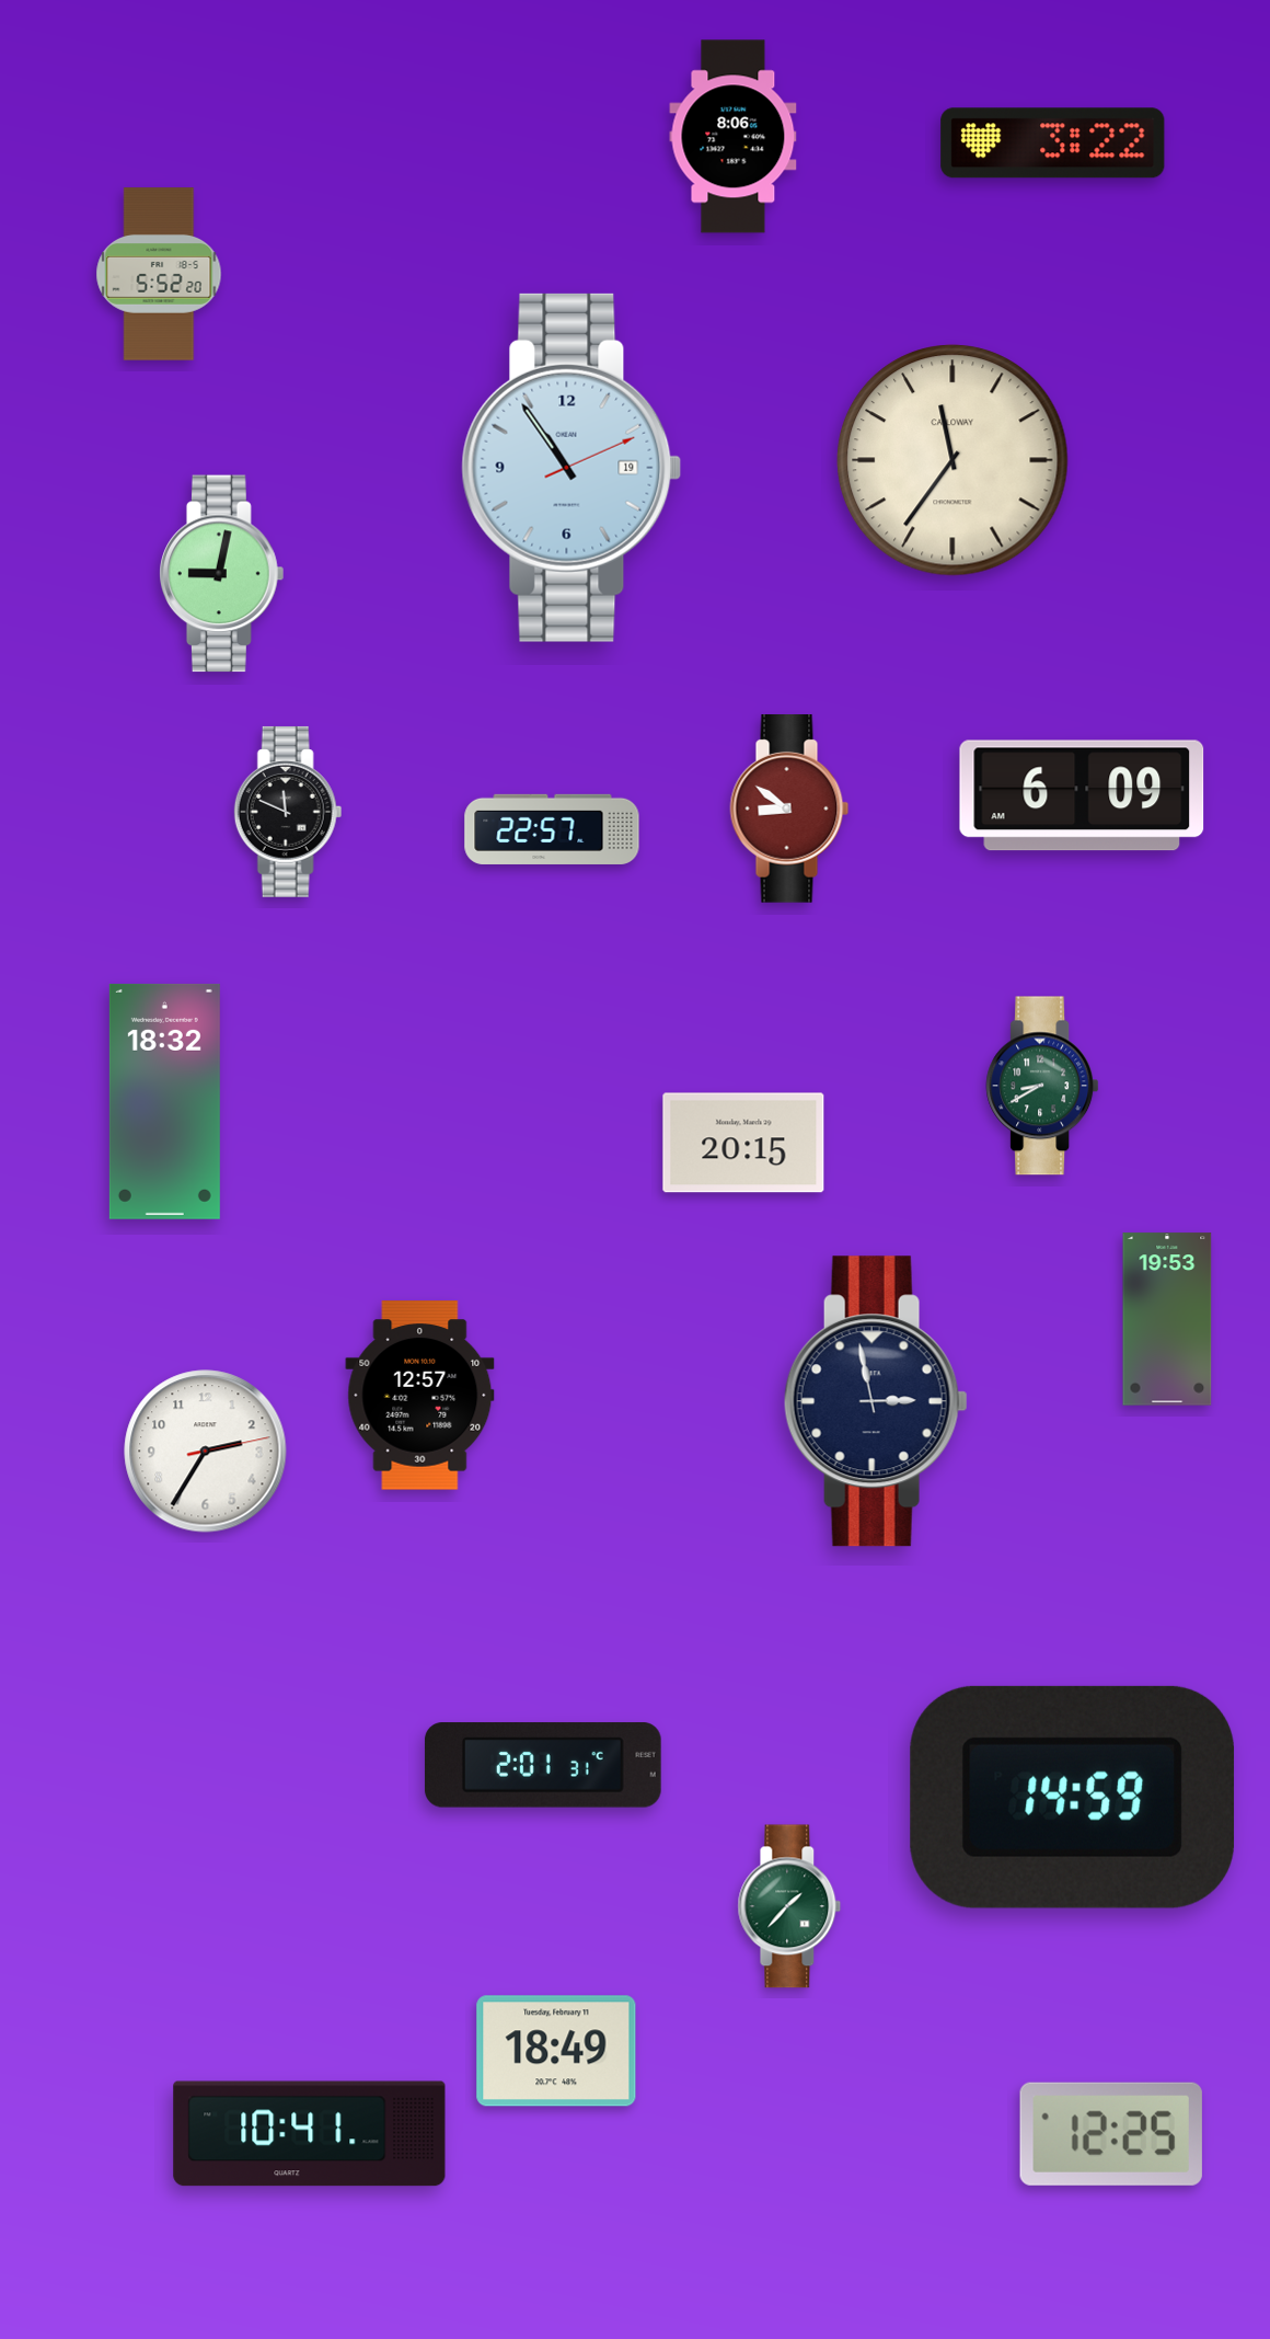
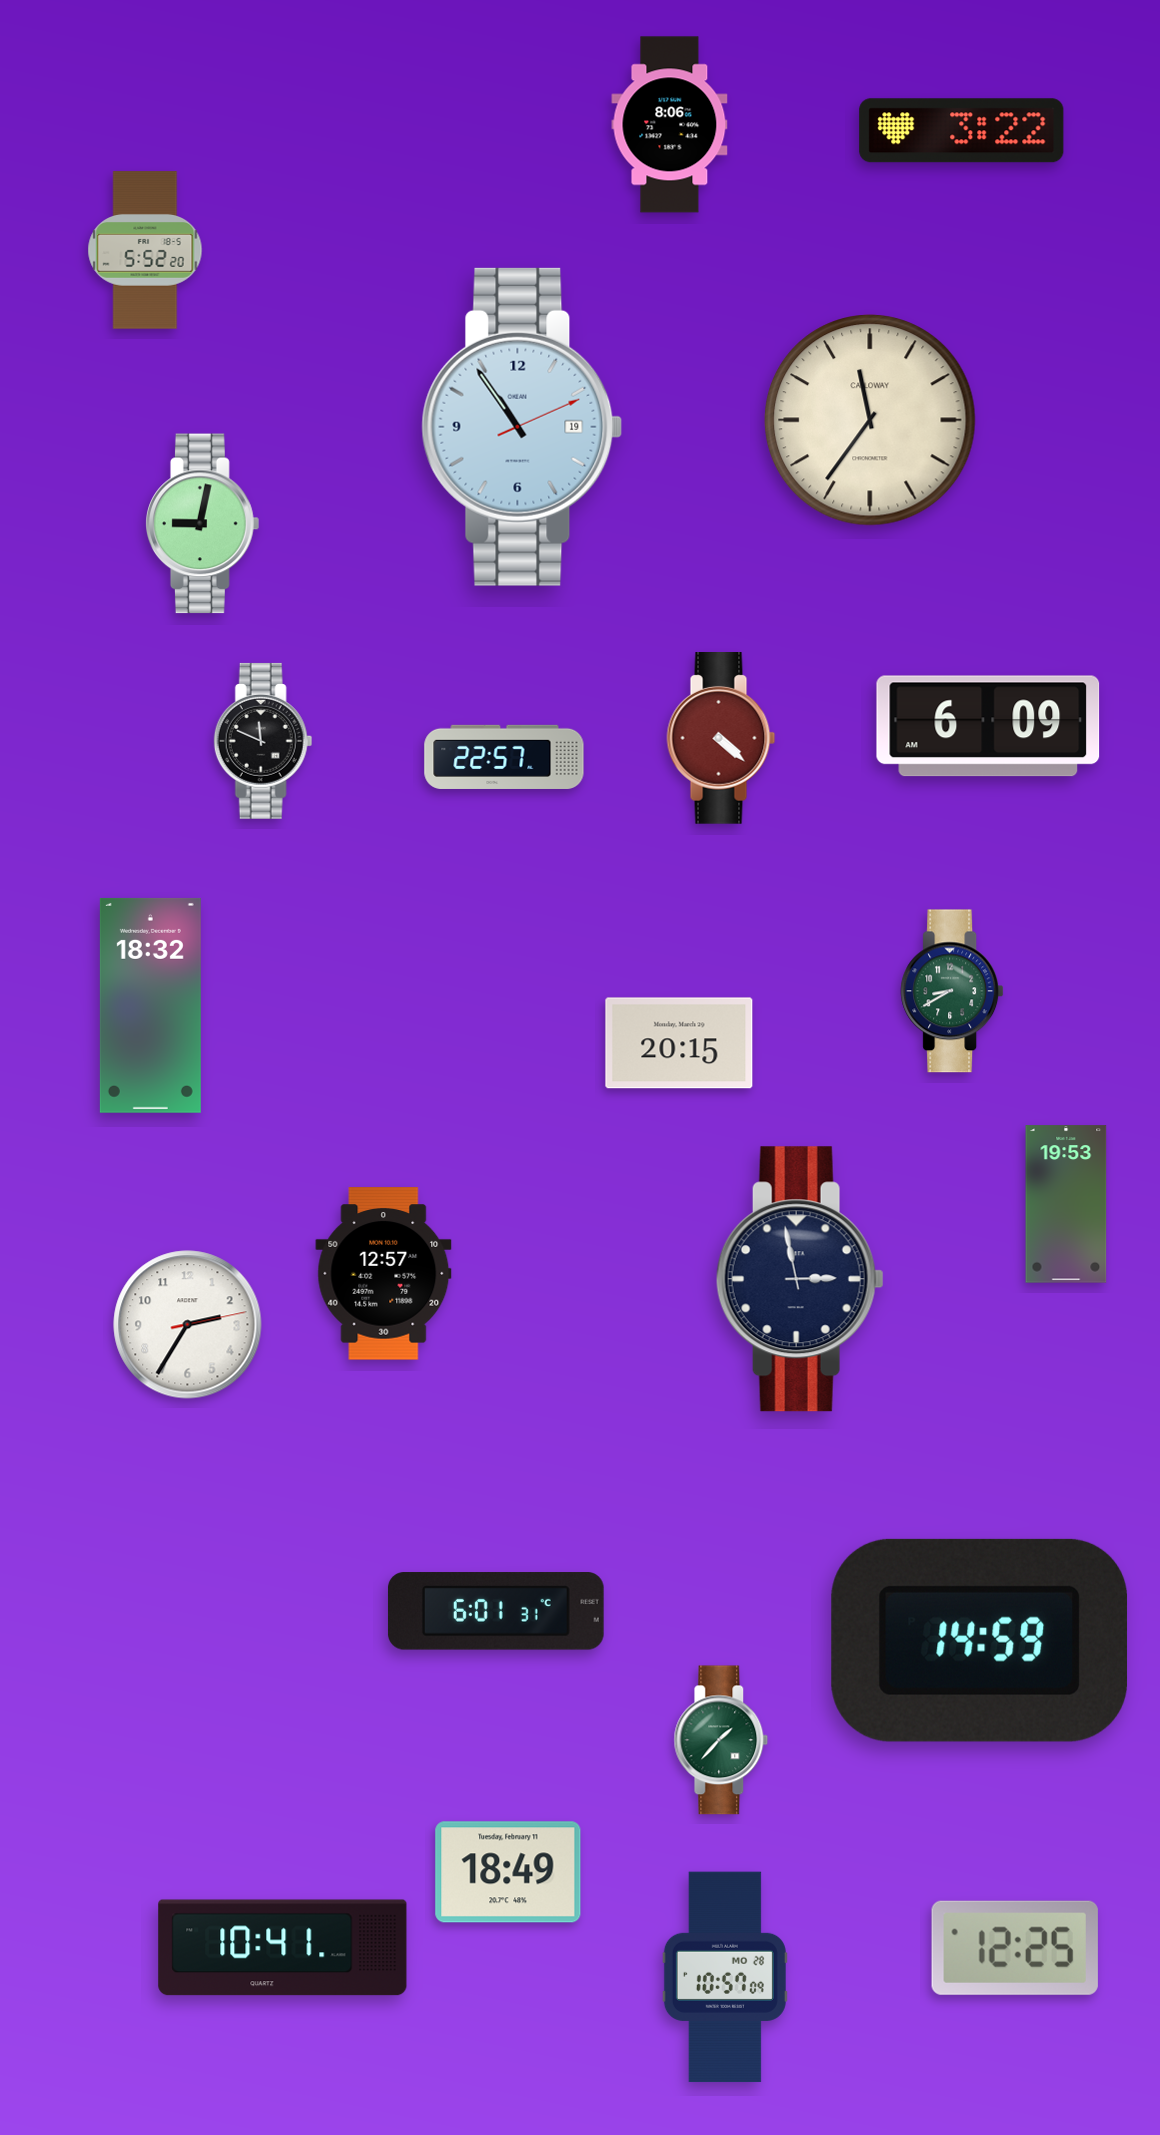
clock at (789, 810): 8:51 -> 4:22
clock at (543, 1765): 2:01 -> 6:01
clock at (725, 1977): none -> 10:57
